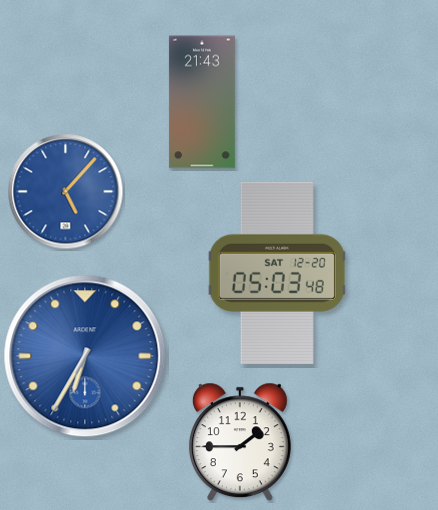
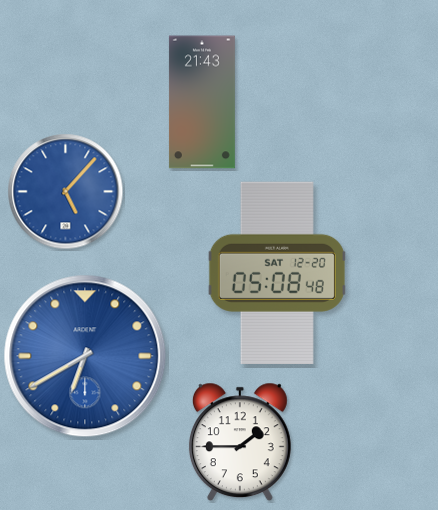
clock at (277, 272): 05:03 -> 05:08
clock at (85, 356): 6:35 -> 6:40
